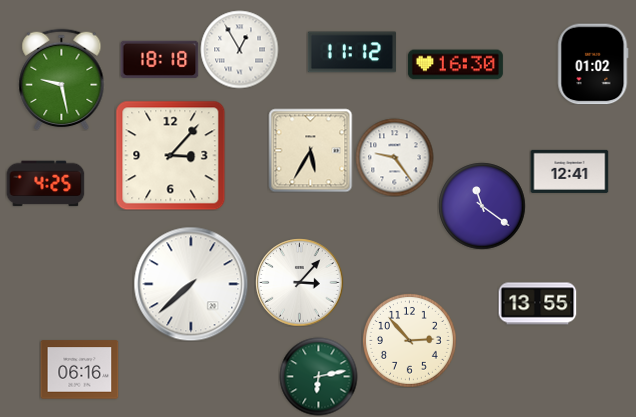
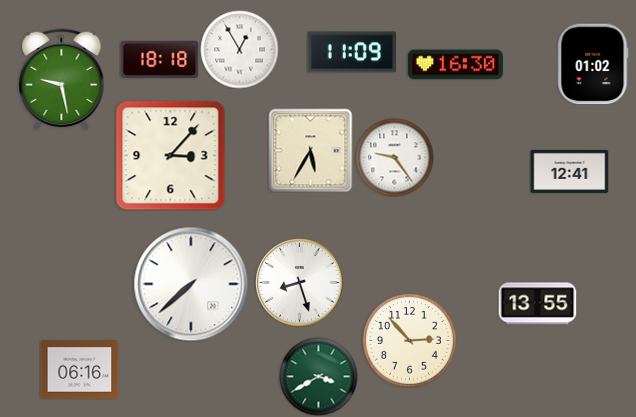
clock at (352, 52): 11:12 -> 11:09
clock at (45, 184): 4:25 -> none
clock at (482, 206): 11:21 -> none
clock at (299, 282): 3:07 -> 8:27
clock at (318, 376): 6:13 -> 3:40
